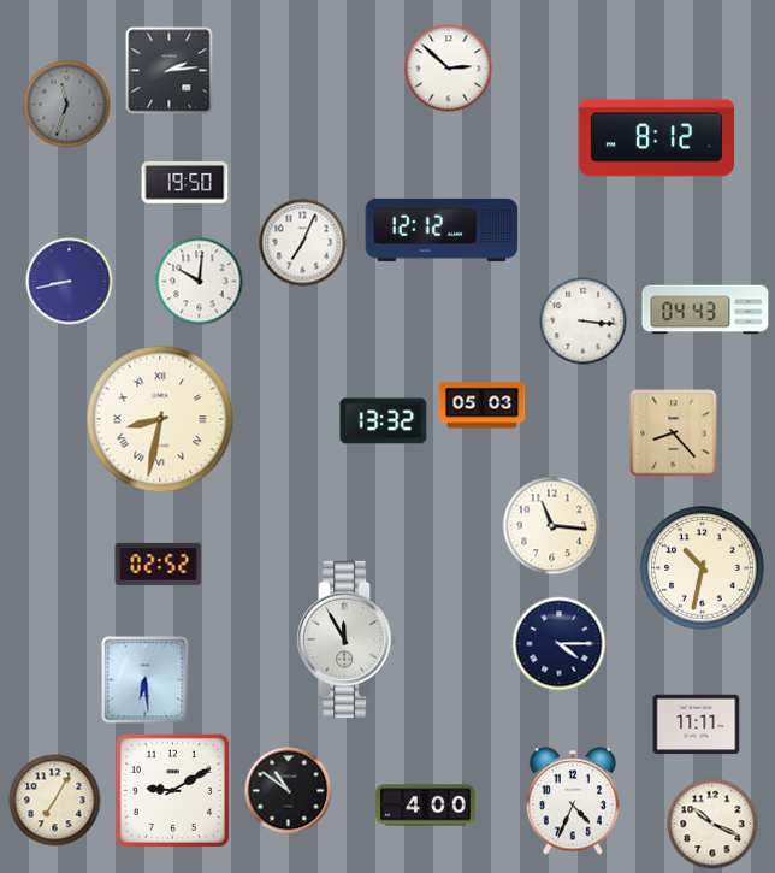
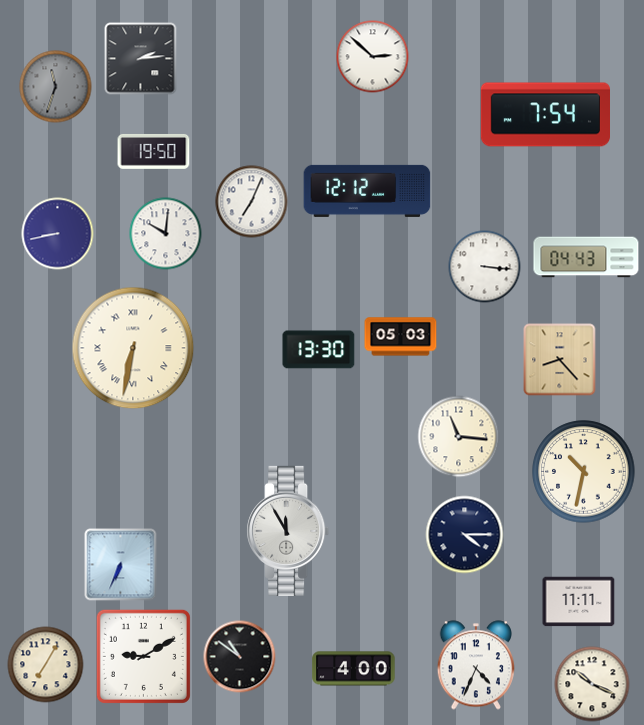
clock at (656, 138): 8:12 -> 7:54
clock at (160, 419): 8:32 -> 6:32
clock at (384, 421): 13:32 -> 13:30
clock at (159, 564): 02:52 -> none
clock at (146, 680): 6:29 -> 6:34
